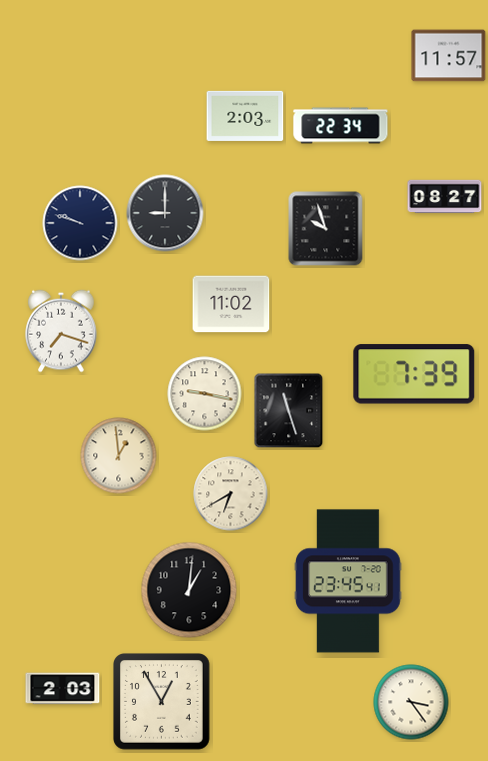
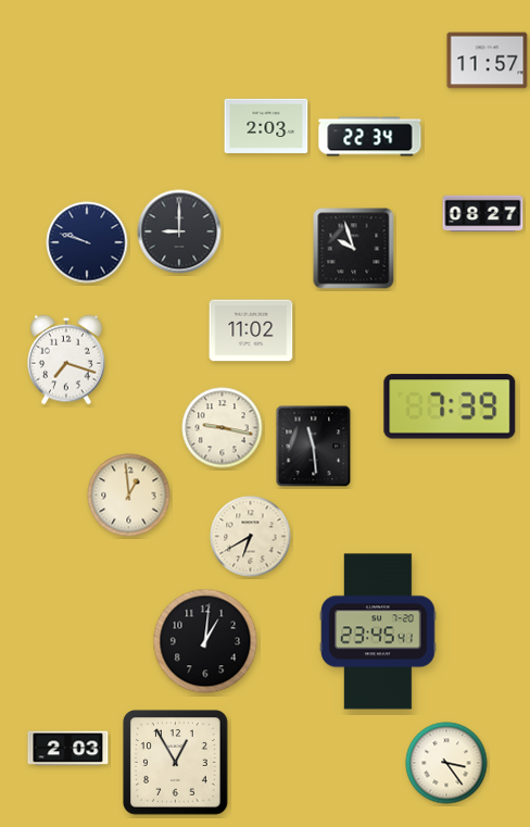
clock at (289, 411): 11:27 -> 11:29
